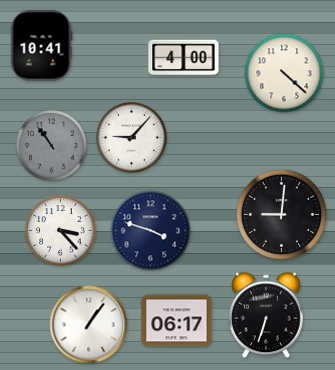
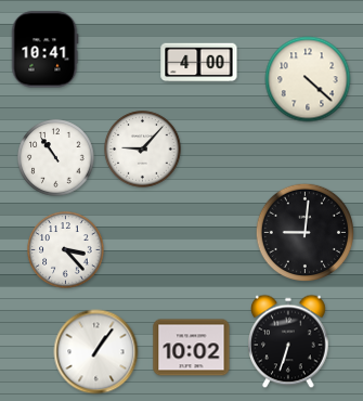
clock at (52, 146) dial: grey -> white
clock at (151, 231): 3:48 -> none
clock at (177, 321): 06:17 -> 10:02
